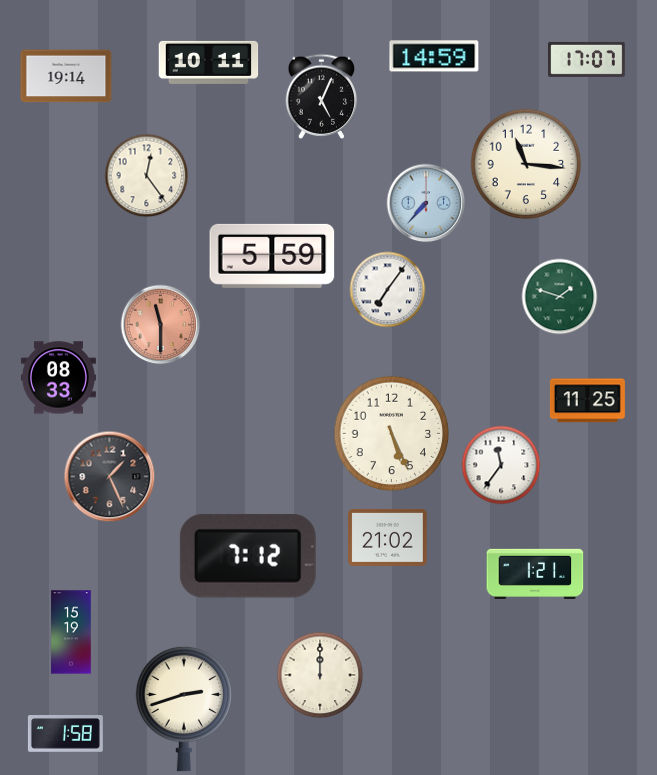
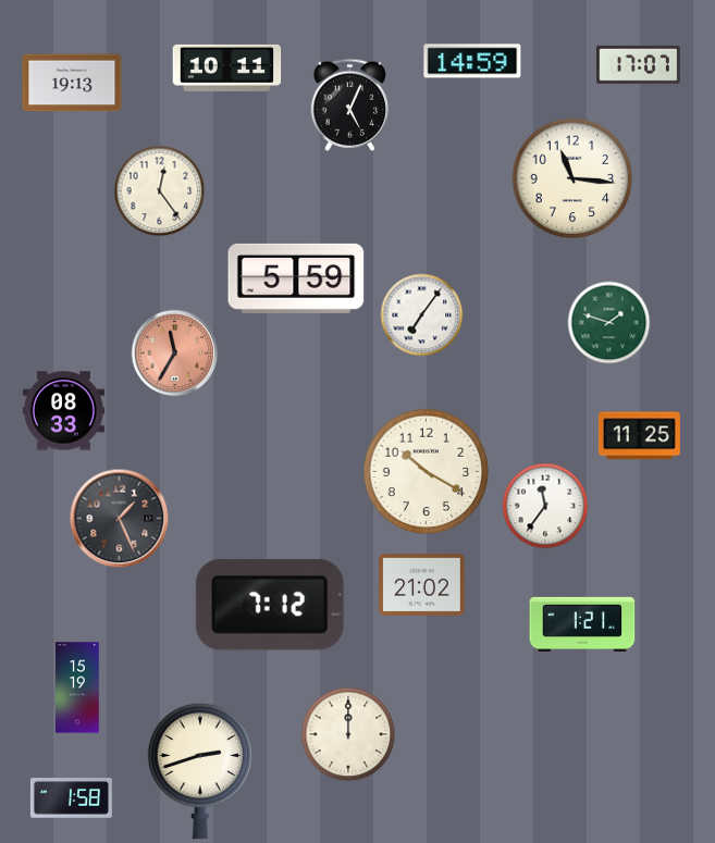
clock at (66, 76): 19:14 -> 19:13
clock at (426, 203): 7:37 -> none
clock at (161, 325): 11:30 -> 11:35
clock at (392, 434): 5:26 -> 10:20
